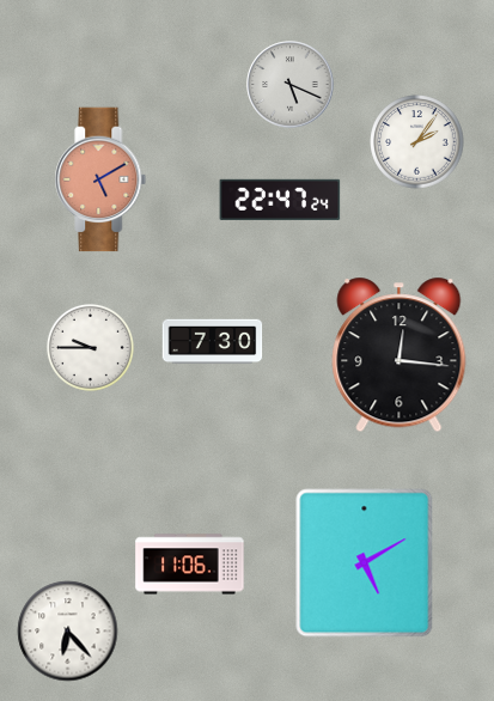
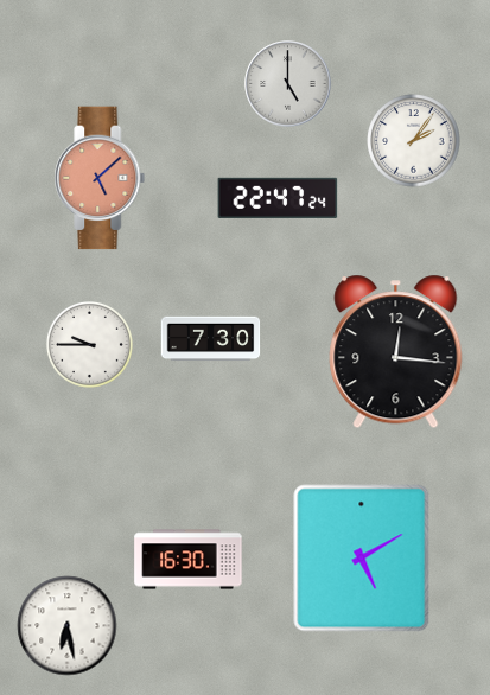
clock at (291, 85): 5:19 -> 5:00
clock at (100, 179): 5:10 -> 5:08
clock at (190, 565): 11:06 -> 16:30
clock at (68, 632): 6:23 -> 6:28
